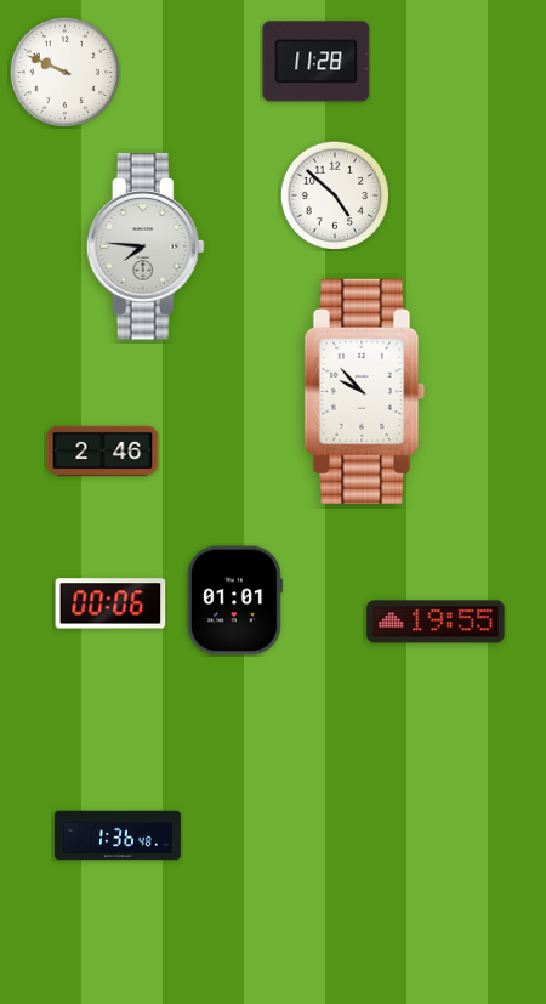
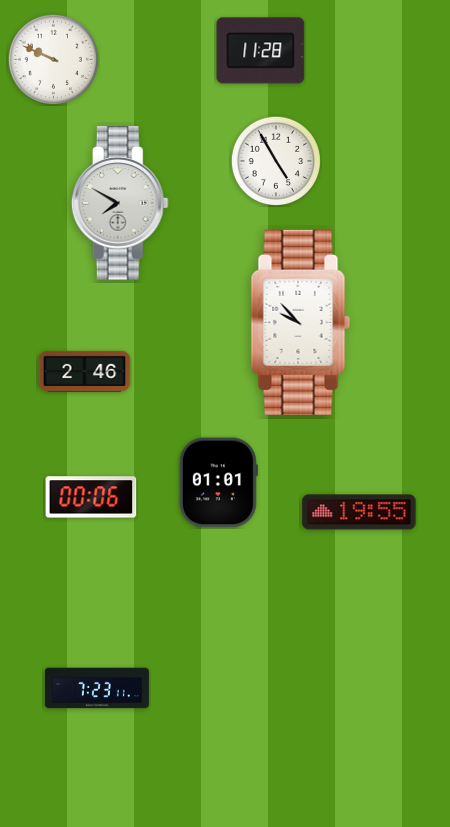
clock at (334, 194): 4:52 -> 4:55
clock at (146, 246): 7:46 -> 7:50
clock at (234, 601) position: (234, 601) -> (218, 483)
clock at (118, 835): 1:36 -> 7:23
